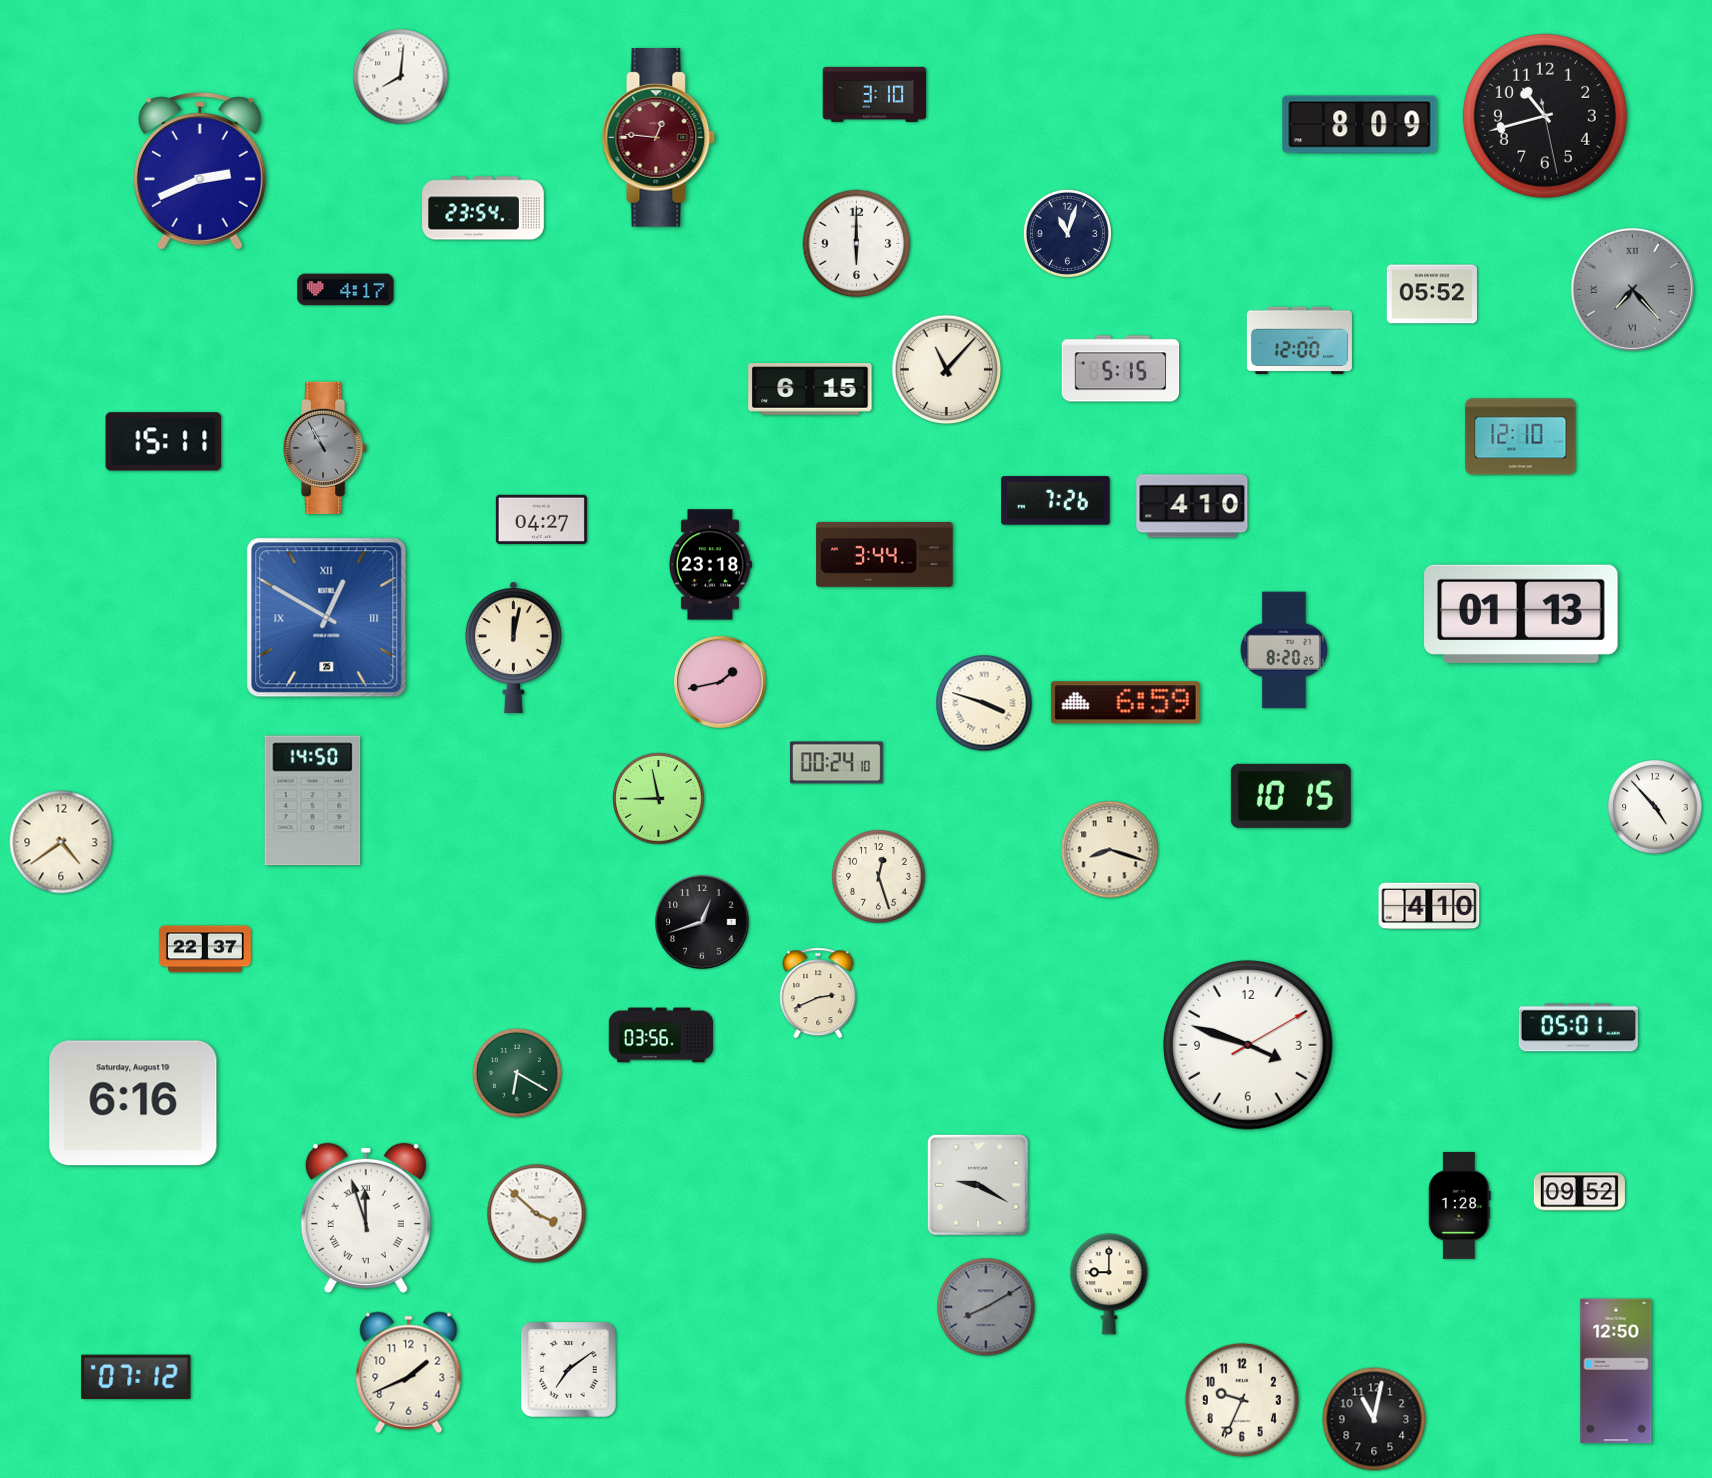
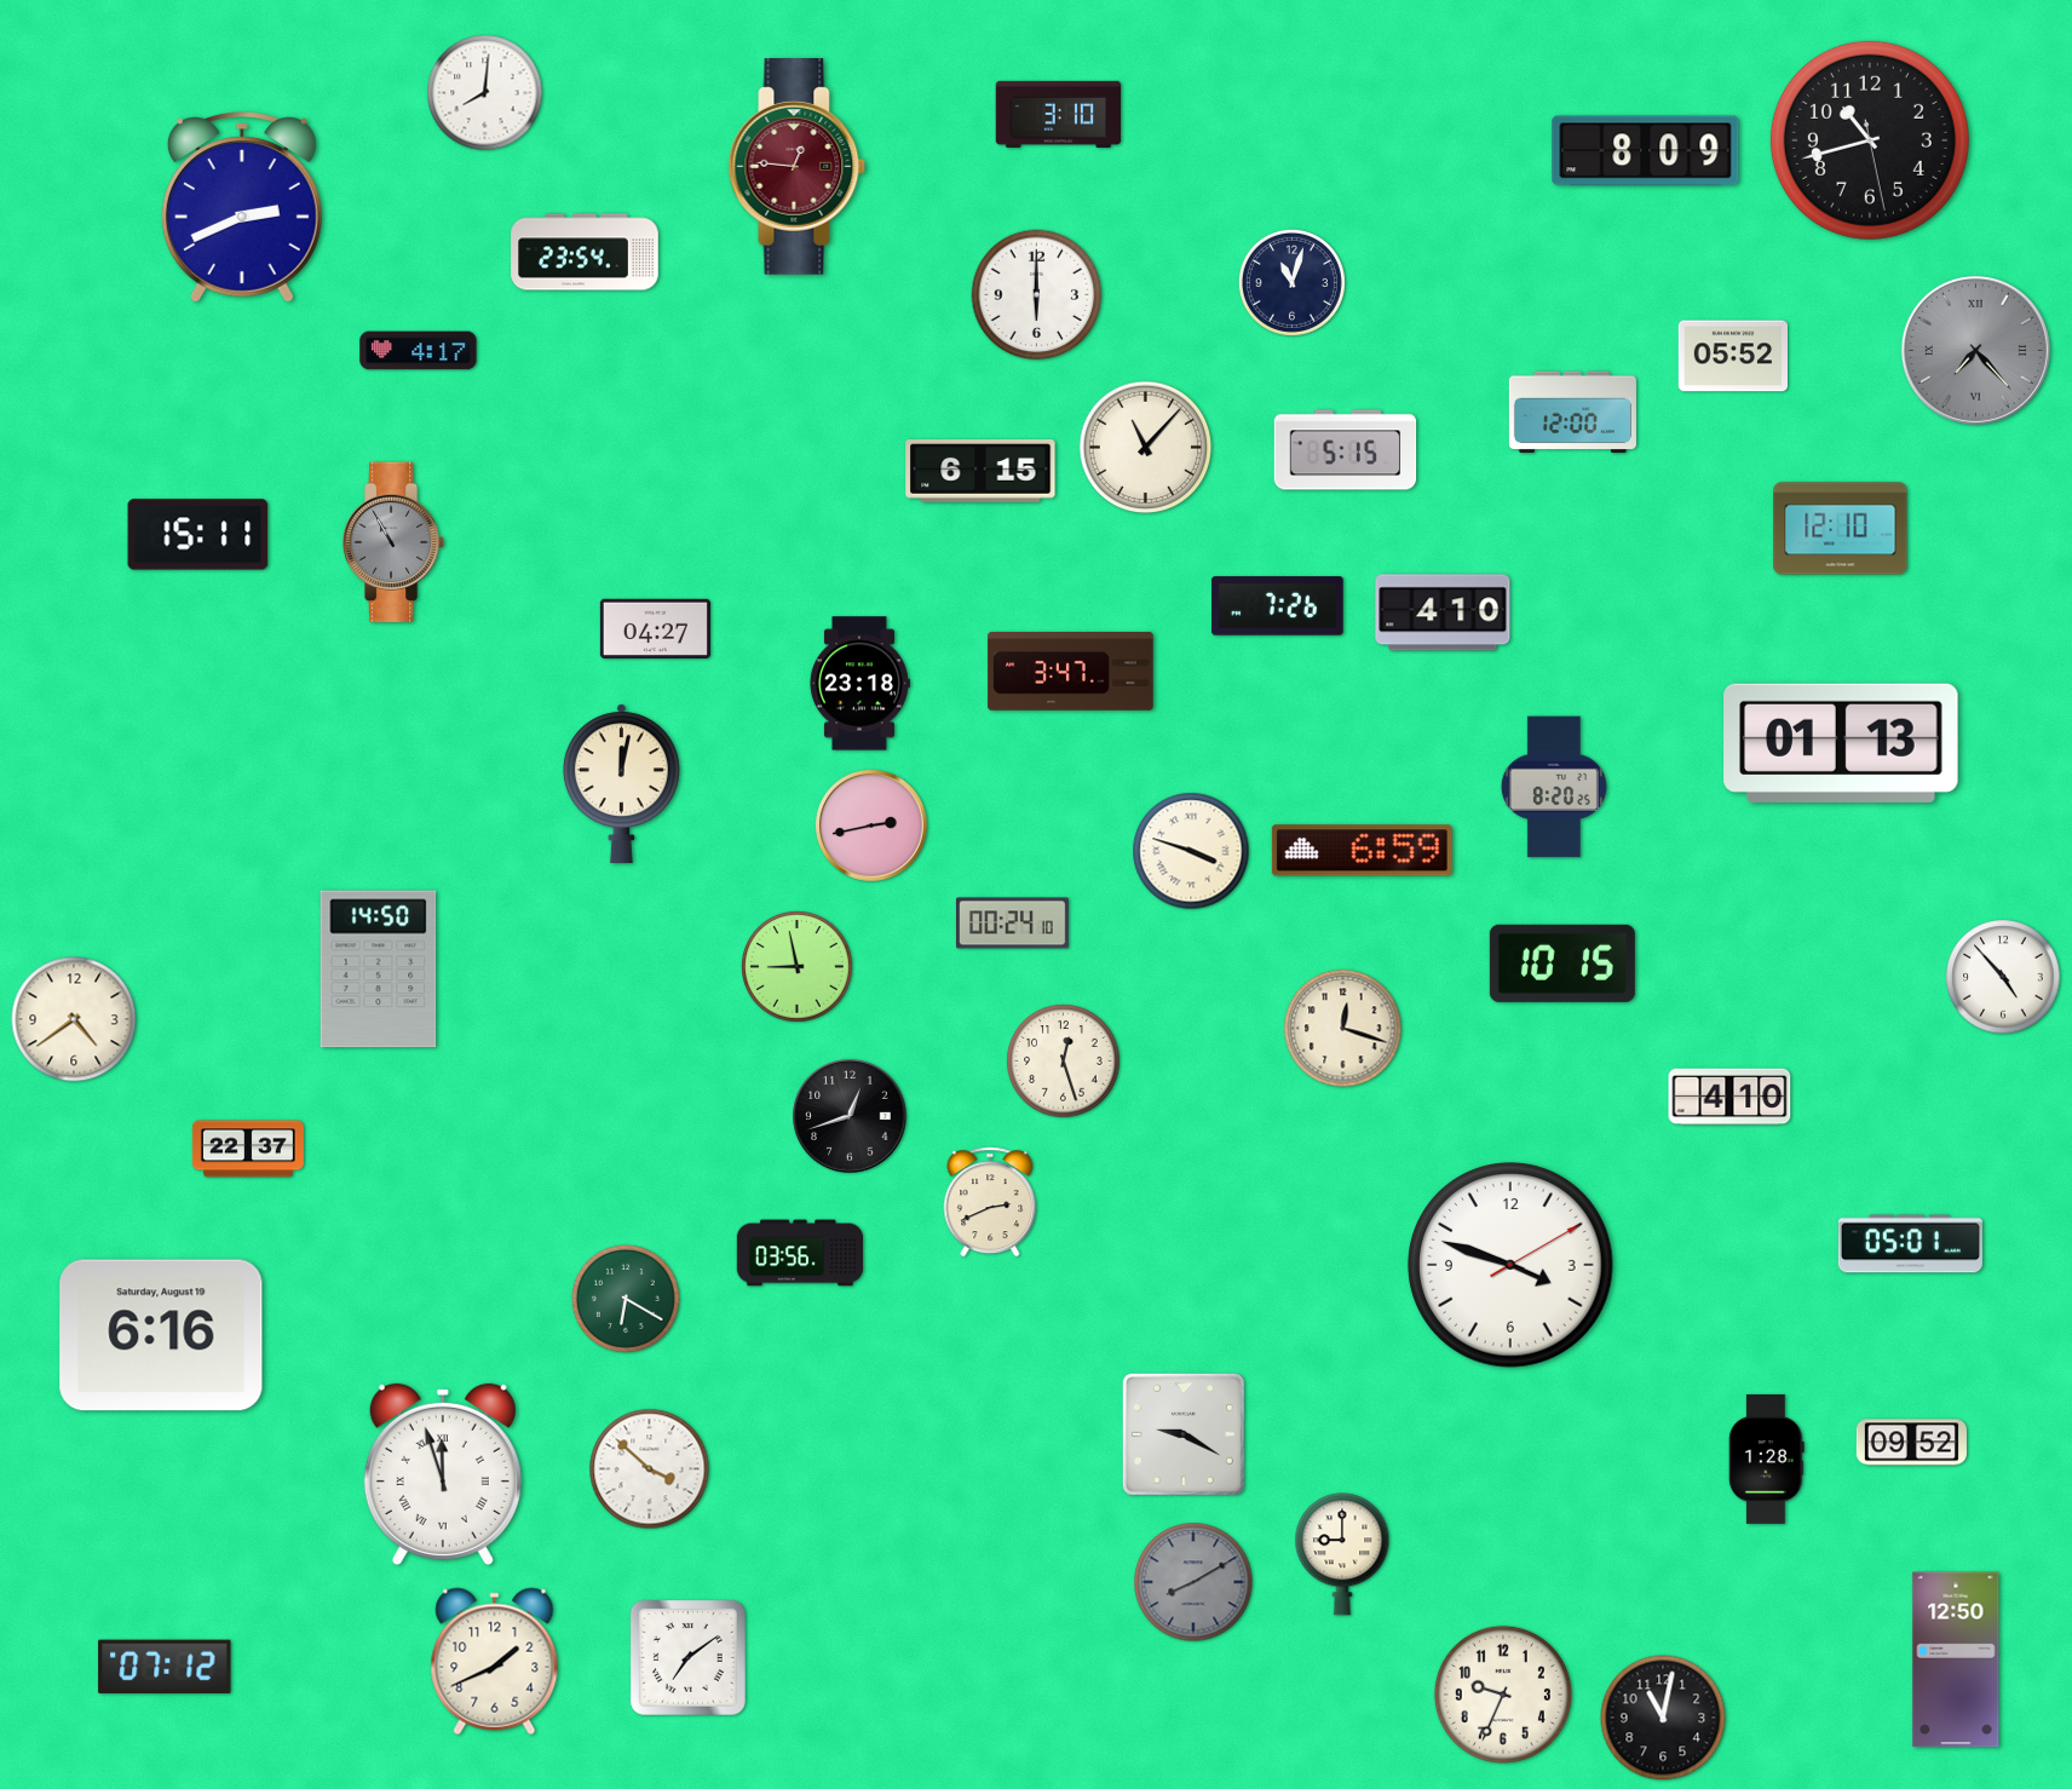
clock at (1121, 369) position: (1121, 369) -> (1346, 450)
clock at (885, 555): 3:44 -> 3:47
clock at (327, 618): 12:50 -> none
clock at (720, 682): 1:43 -> 2:43
clock at (1110, 850): 8:18 -> 12:18
